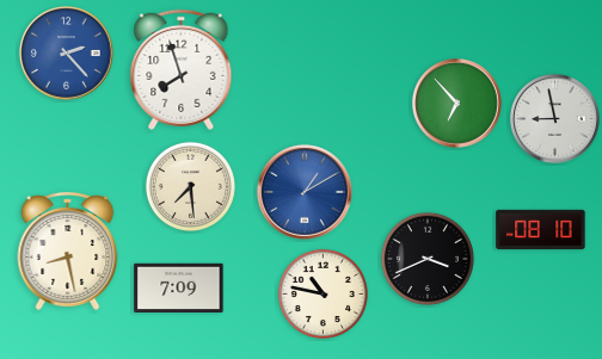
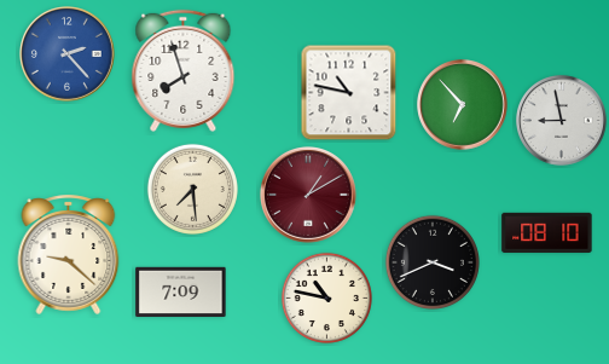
clock at (349, 93): none -> 10:47
clock at (306, 192) dial: blue -> burgundy
clock at (68, 250): 8:28 -> 9:22
